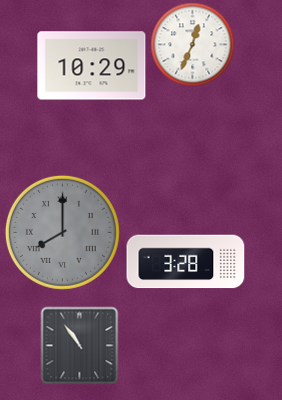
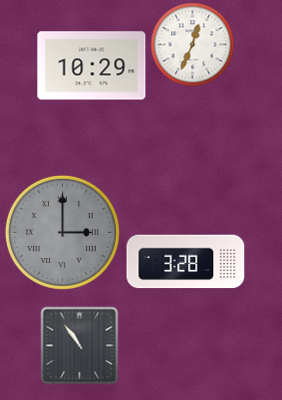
clock at (62, 232): 8:00 -> 3:00
